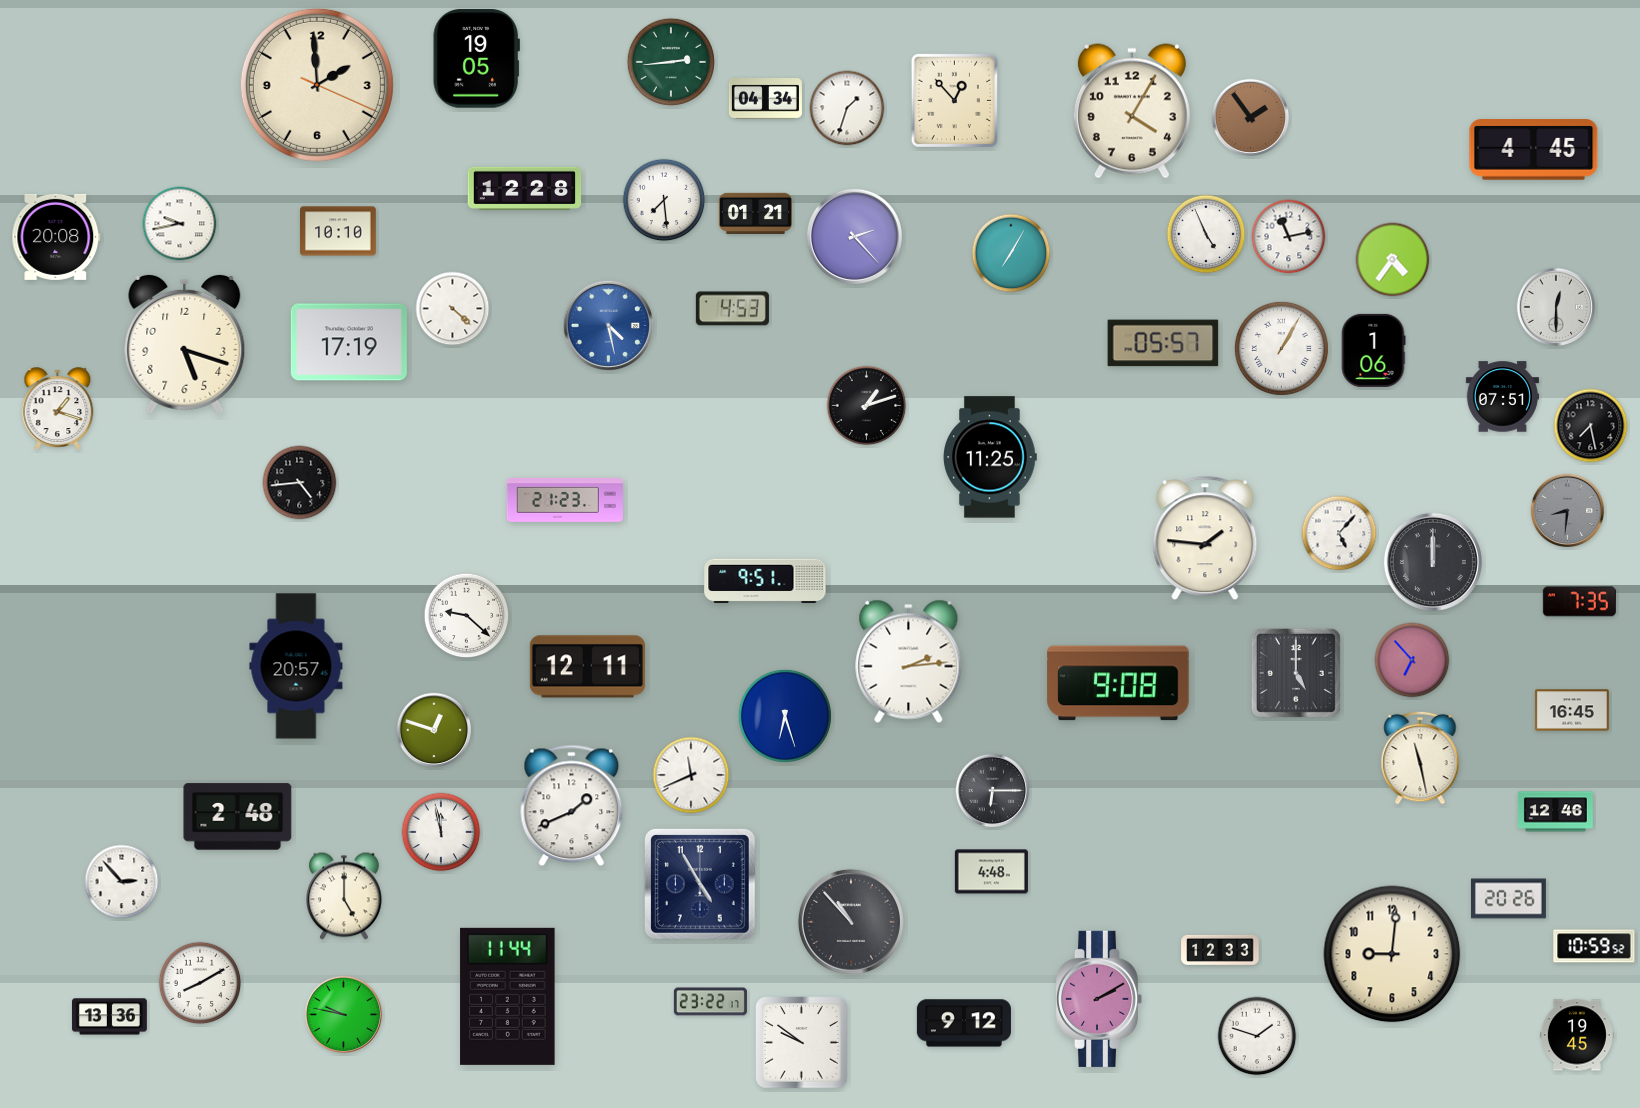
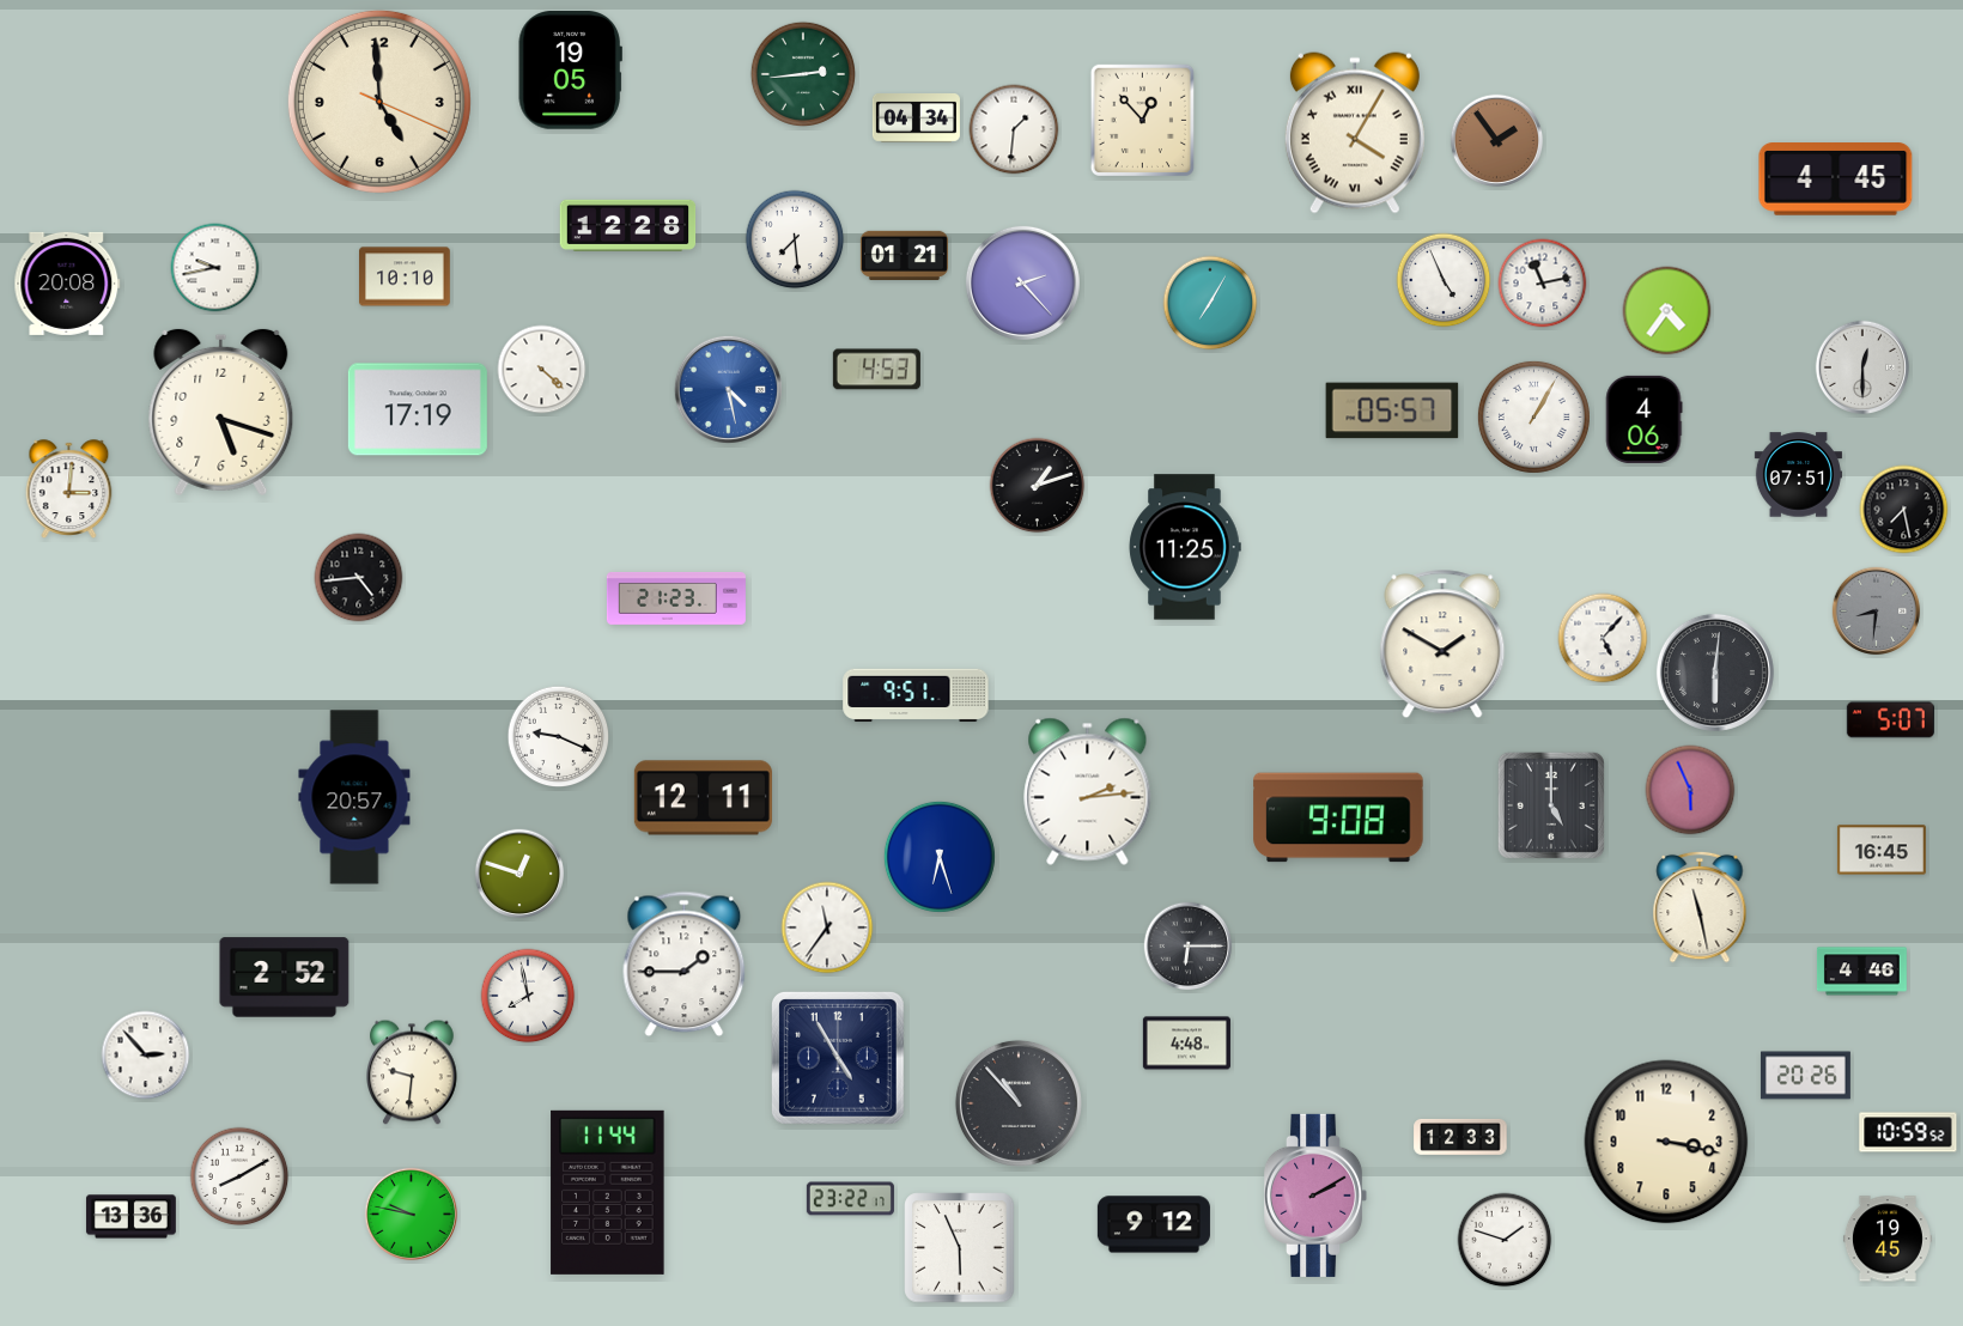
clock at (317, 85): 1:59 -> 4:59
clock at (847, 108): 1:33 -> 1:31
clock at (1132, 111) numerals: Arabic -> Roman
clock at (1373, 350): 1:06 -> 4:06
clock at (58, 408): 1:18 -> 3:01
clock at (1205, 538): 1:46 -> 1:50
clock at (1433, 562): 12:00 -> 6:01
clock at (1579, 602): 7:35 -> 5:07
clock at (467, 616): 9:22 -> 9:19
clock at (1412, 660): 6:53 -> 5:56
clock at (691, 775): 11:41 -> 11:36
clock at (572, 806): 1:41 -> 1:45
clock at (1555, 812): 12:46 -> 4:46
clock at (238, 817): 2:48 -> 2:52
clock at (441, 832): 11:58 -> 7:58
clock at (344, 896): 5:00 -> 9:31
clock at (1392, 954): 9:01 -> 3:17
clock at (802, 1043): 9:51 -> 5:56
